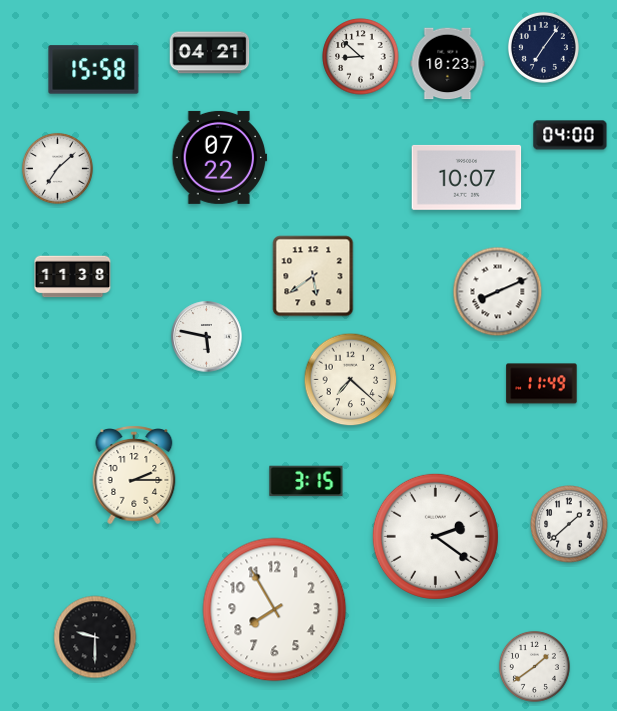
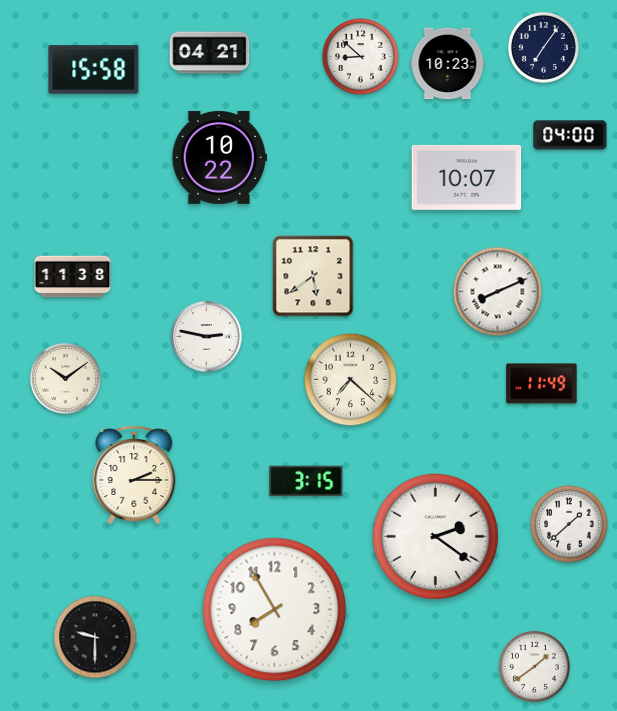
clock at (220, 157): 07:22 -> 10:22
clock at (57, 168): 7:08 -> none
clock at (207, 337): 5:47 -> 2:47
clock at (65, 378): none -> 10:09
